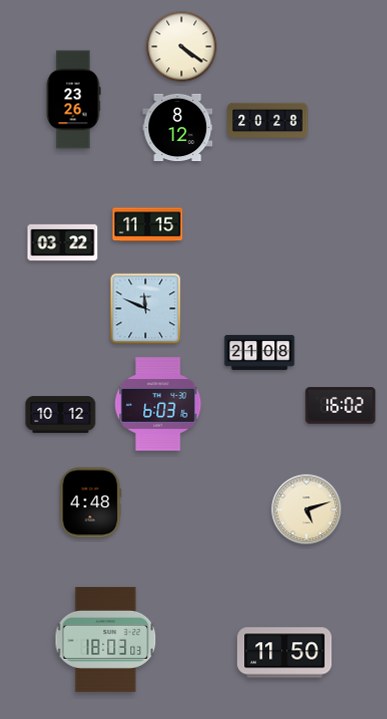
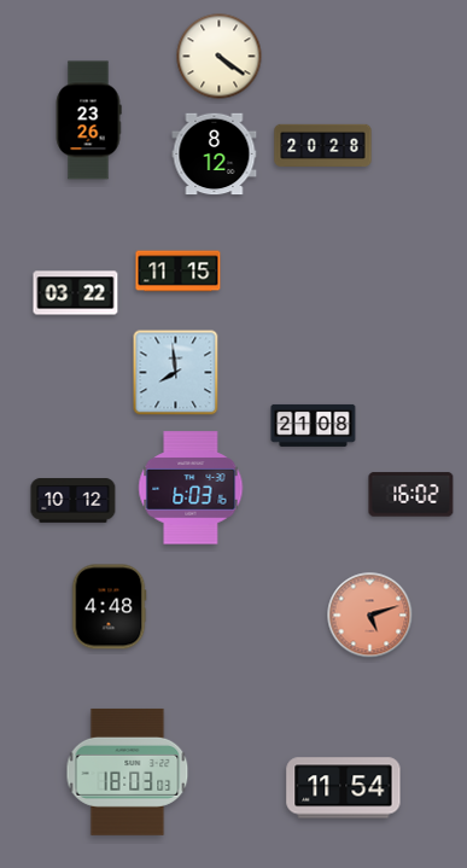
clock at (146, 309): 11:49 -> 7:59
clock at (341, 406) position: (341, 406) -> (411, 495)
clock at (307, 510) dial: cream -> salmon
clock at (285, 653): 11:50 -> 11:54
